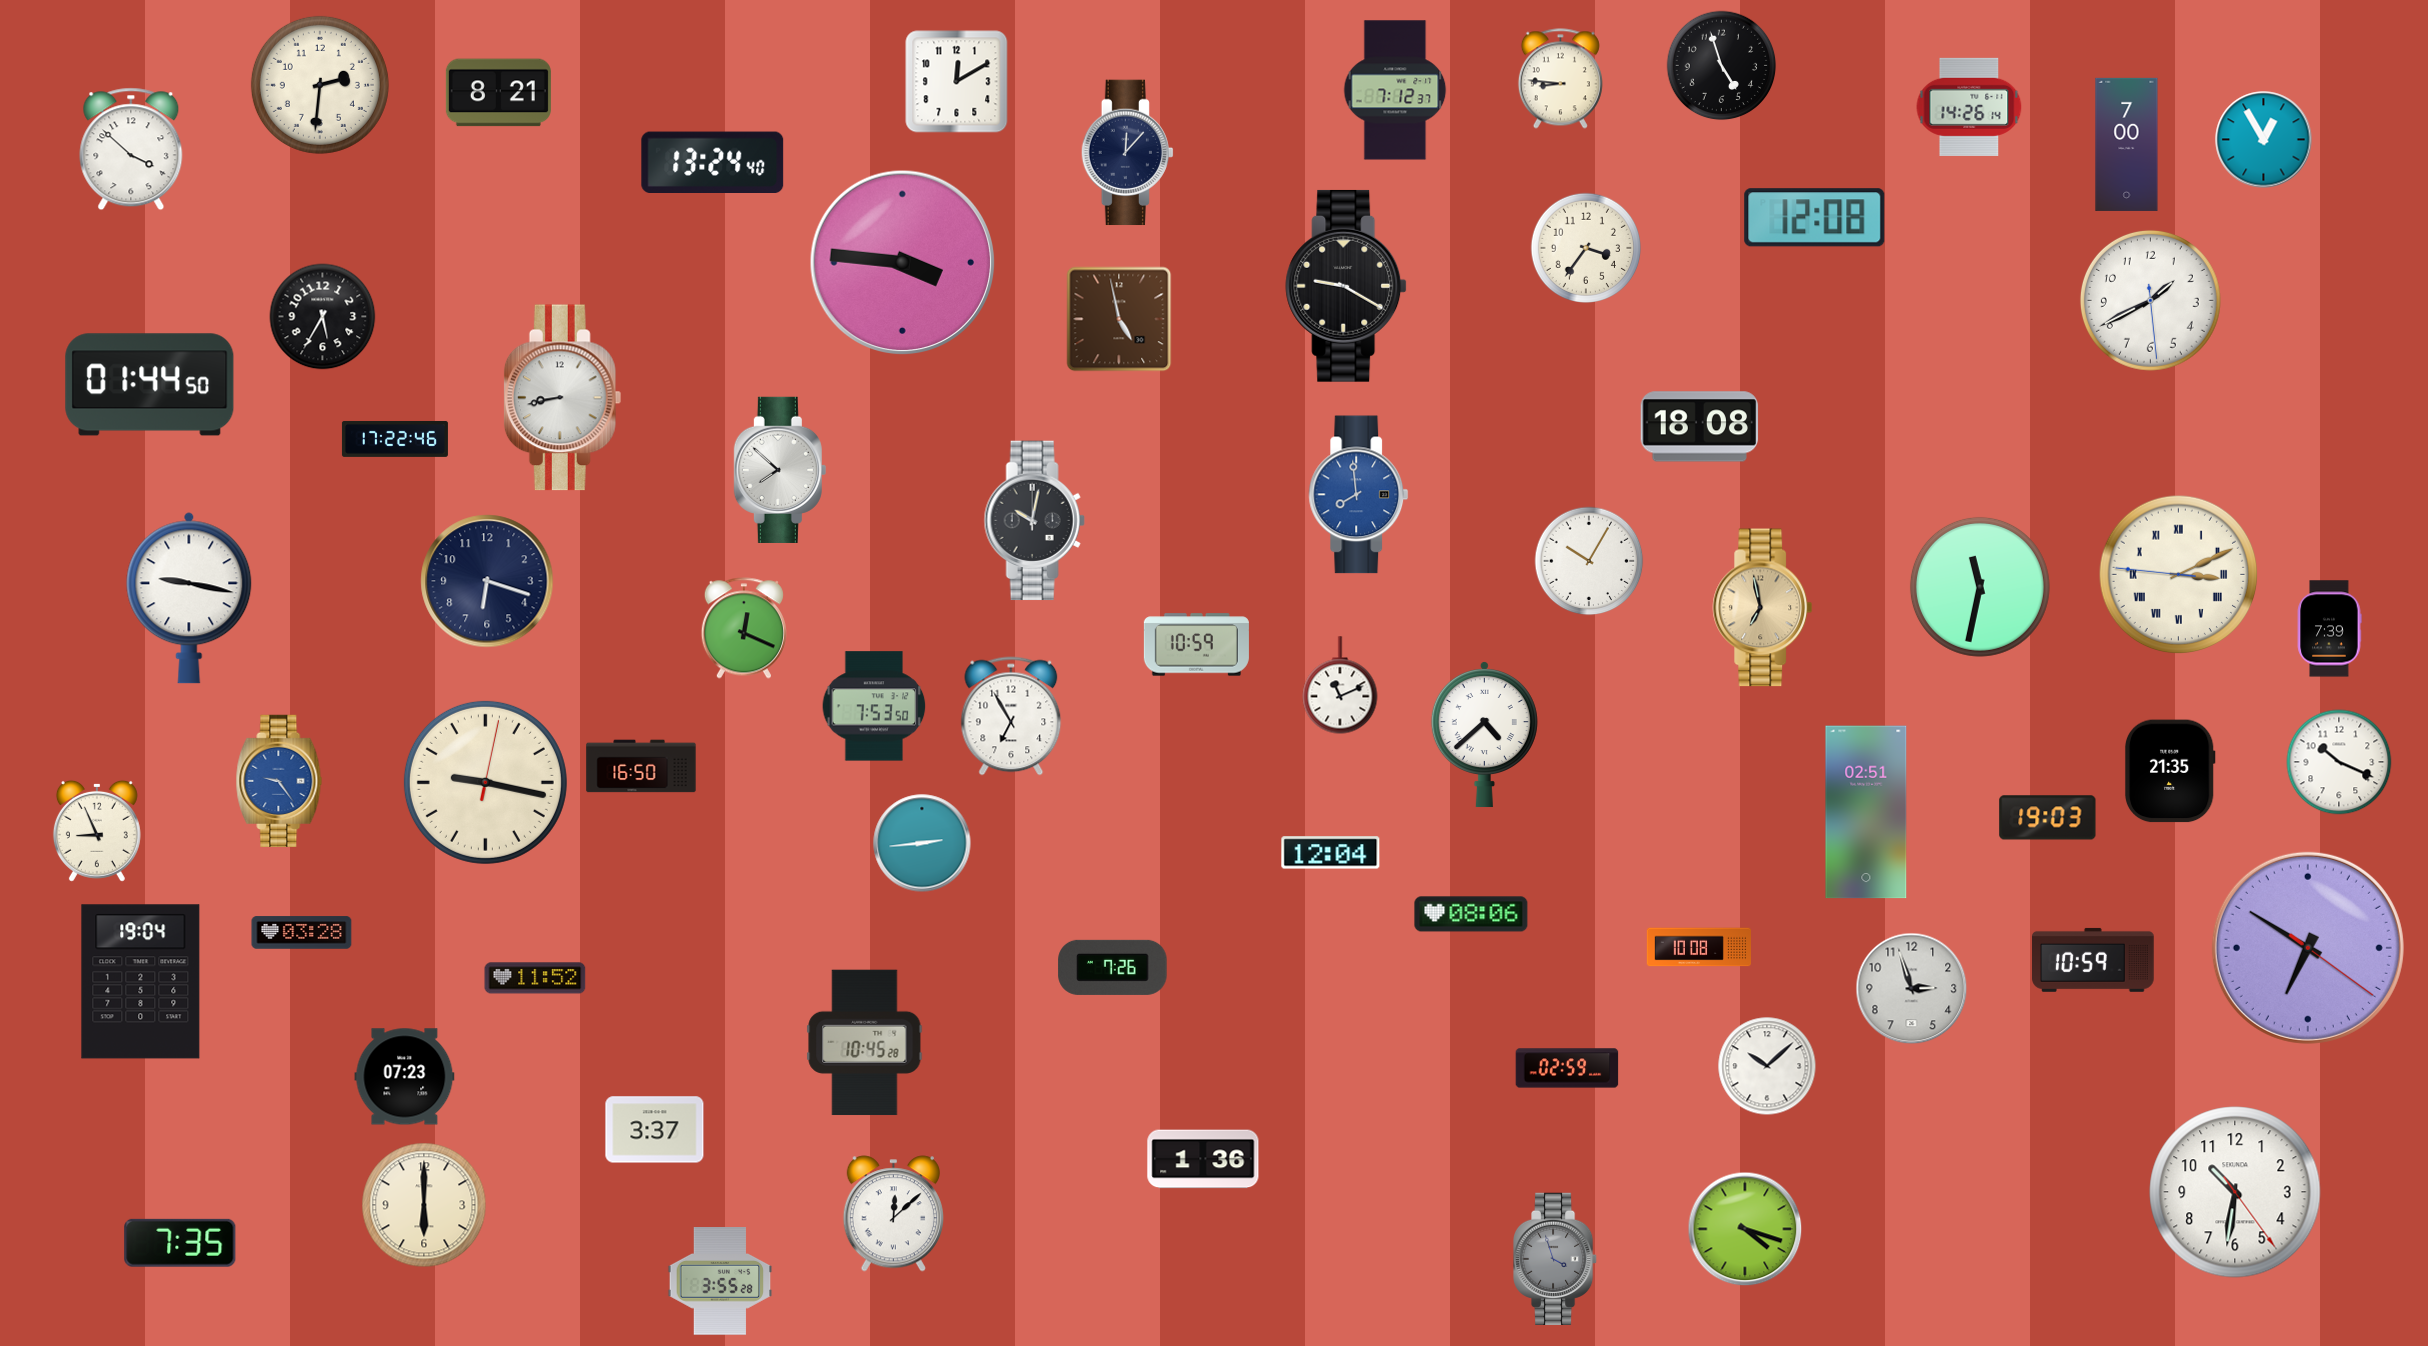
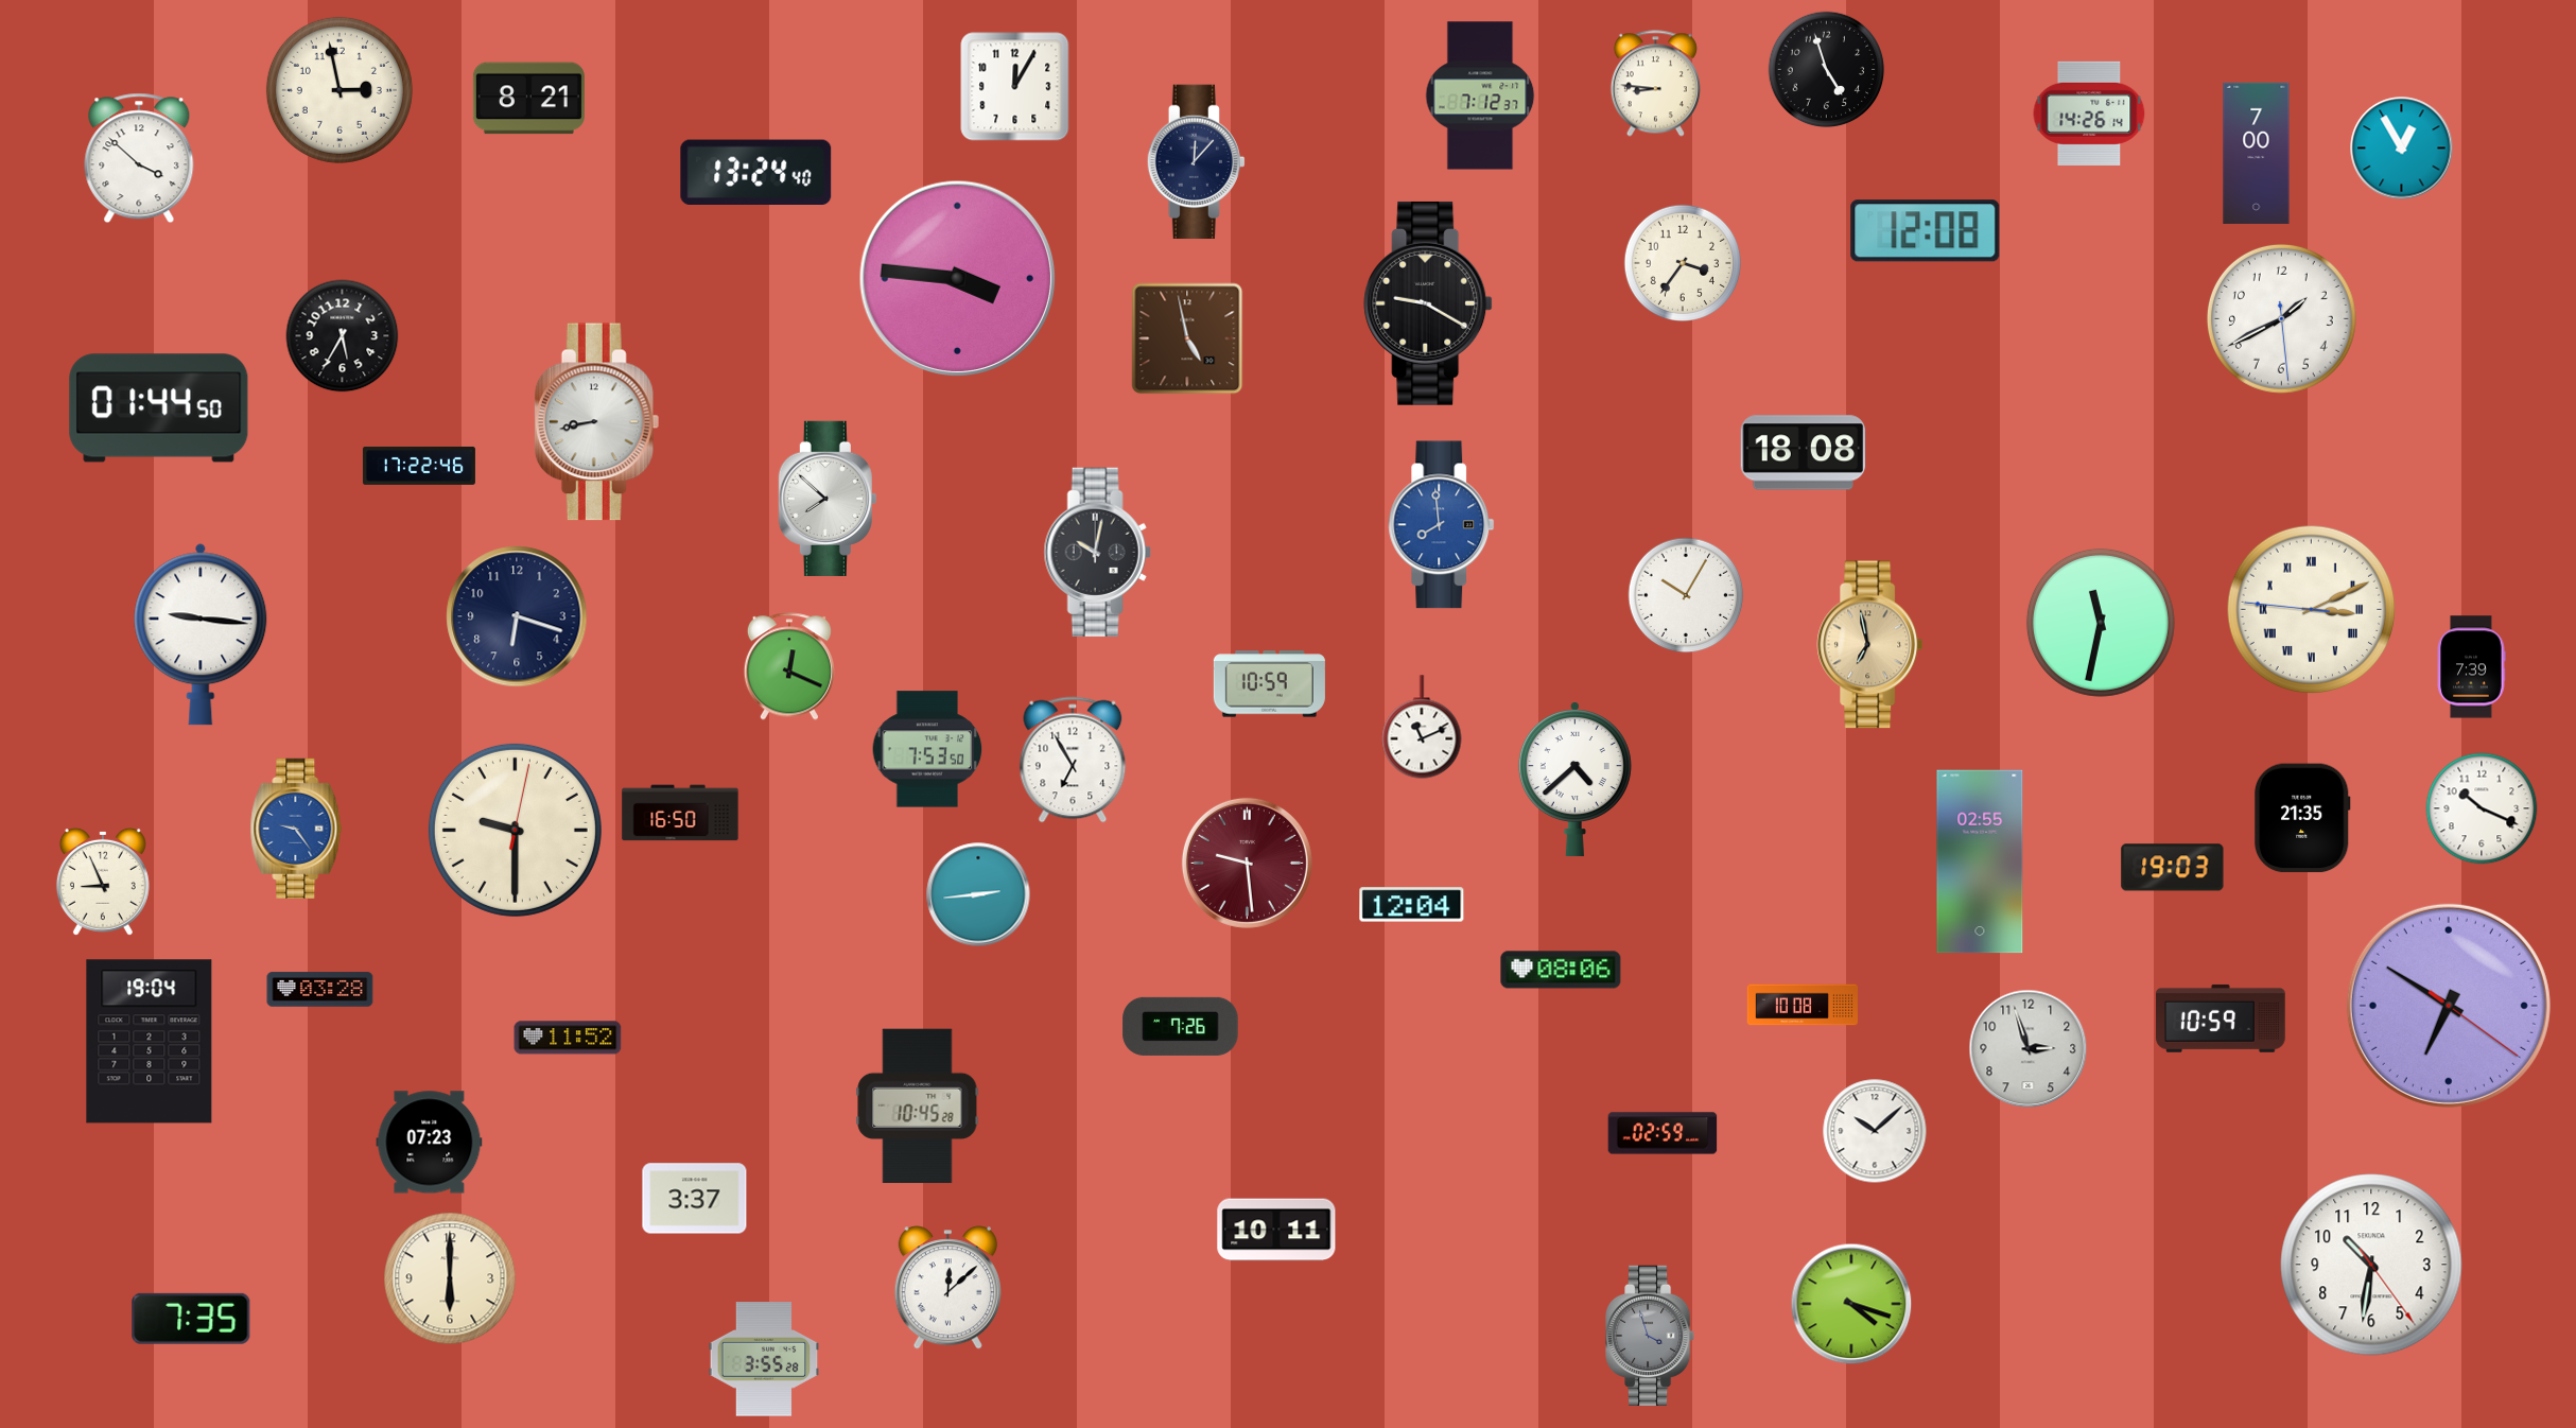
clock at (957, 82): 12:10 -> 12:05
clock at (320, 85): 2:31 -> 2:58
clock at (189, 598): 9:17 -> 9:16
clock at (485, 782): 9:17 -> 9:30
clock at (1866, 812): 02:51 -> 02:55
clock at (1247, 863): none -> 9:29
clock at (1203, 1159): 1:36 -> 10:11
